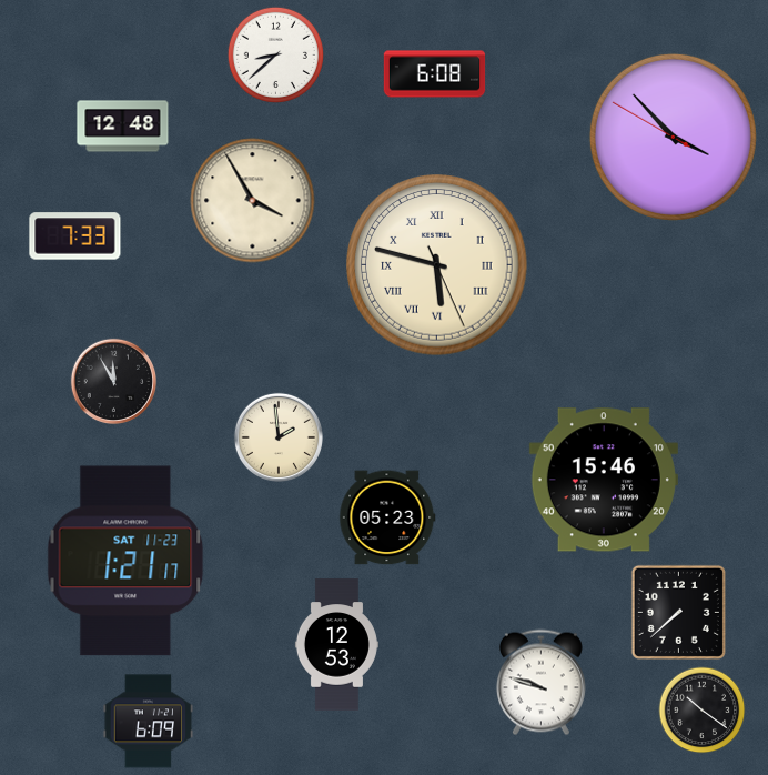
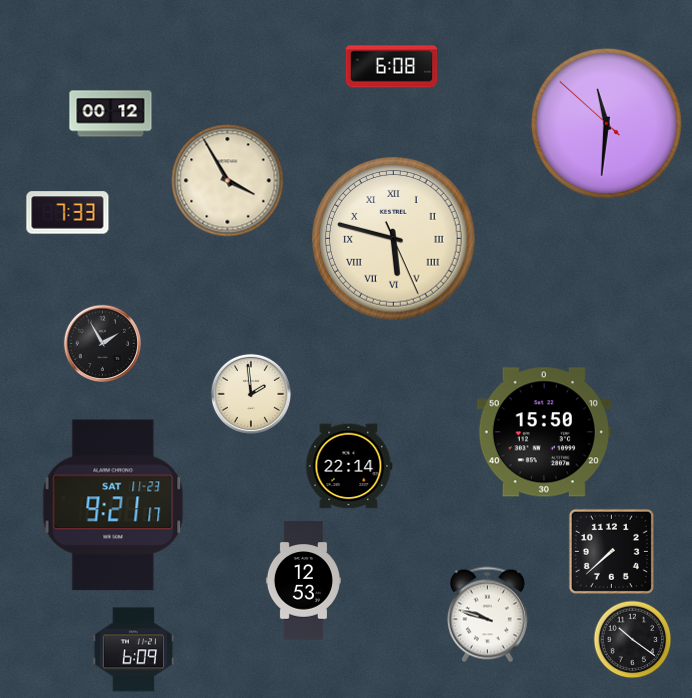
clock at (275, 54): 8:38 -> none
clock at (123, 127): 12:48 -> 00:12
clock at (673, 137): 3:52 -> 11:30
clock at (113, 381): 11:55 -> 1:55
clock at (604, 480): 15:46 -> 15:50
clock at (387, 517): 05:23 -> 22:14
clock at (125, 561): 1:21 -> 9:21
